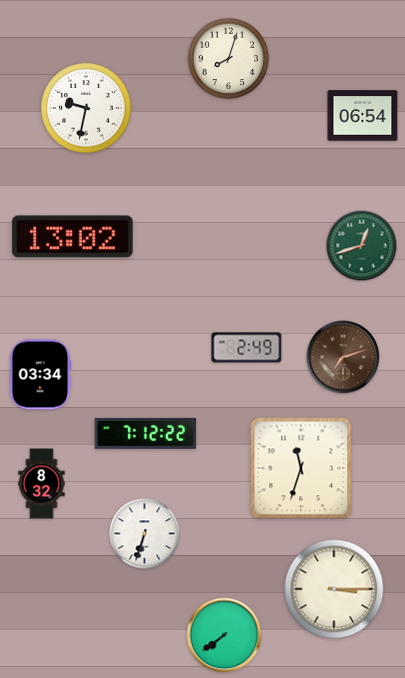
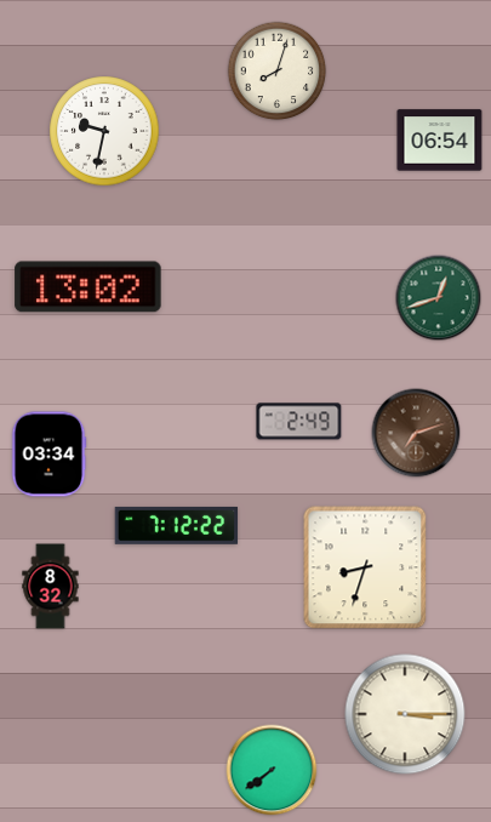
clock at (301, 468): 11:33 -> 8:33
clock at (145, 534): 6:33 -> none
